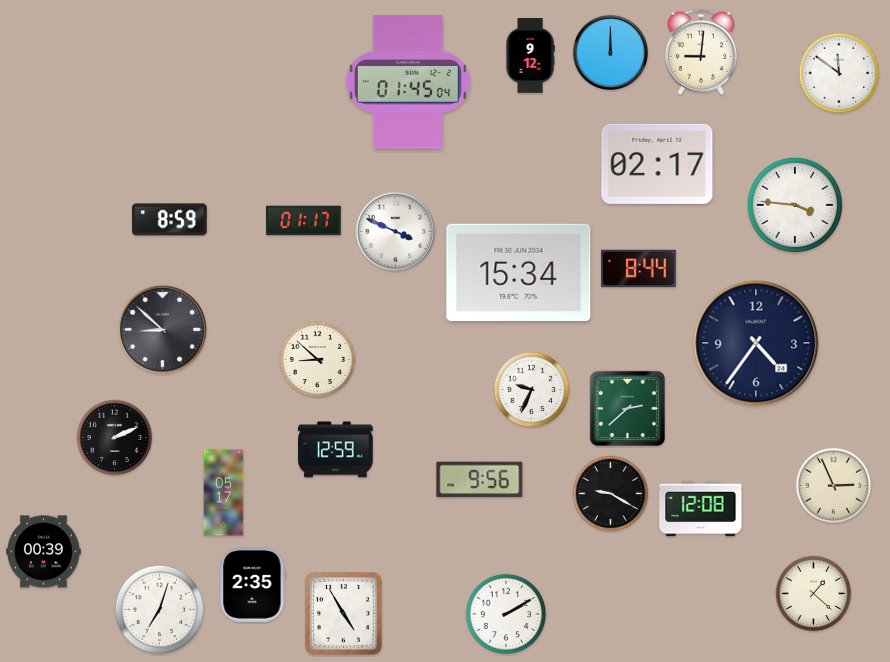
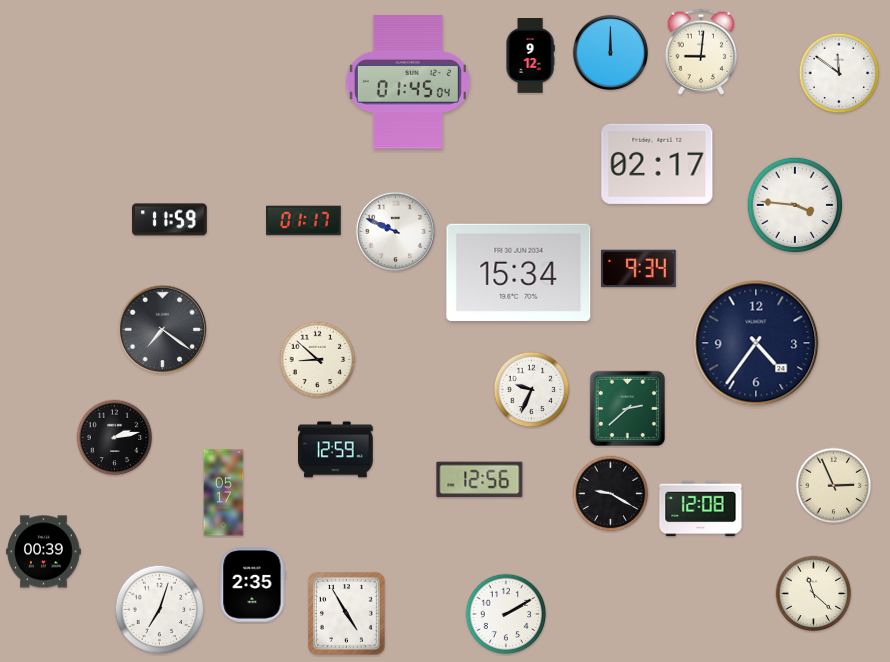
clock at (170, 220): 8:59 -> 11:59
clock at (395, 231): 3:49 -> 9:49
clock at (639, 269): 8:44 -> 9:34
clock at (163, 330): 8:52 -> 7:21
clock at (115, 438): 2:11 -> 2:13
clock at (480, 480): 9:56 -> 12:56
clock at (814, 594): 1:22 -> 11:22
clock at (344, 614) position: (344, 614) -> (347, 614)
